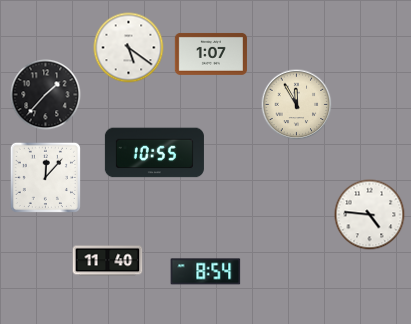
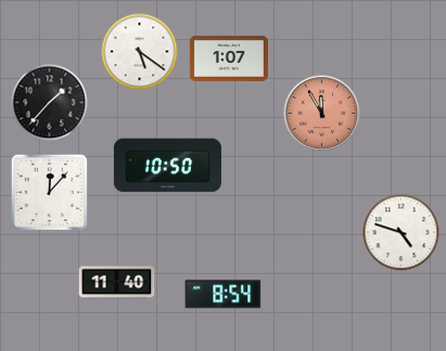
clock at (297, 105) dial: cream -> salmon
clock at (154, 153): 10:55 -> 10:50
clock at (370, 215): 4:46 -> 4:48
